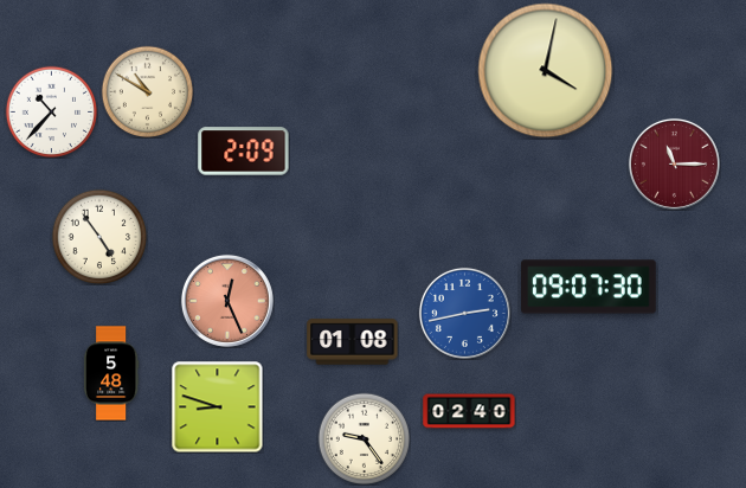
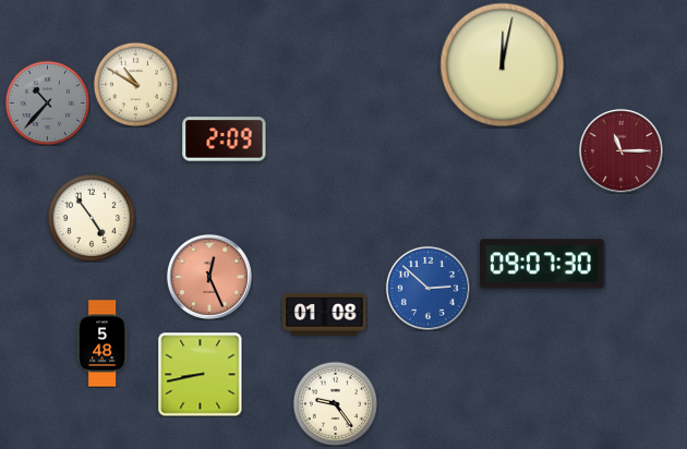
clock at (546, 71): 4:02 -> 12:02
clock at (51, 111) dial: white -> grey
clock at (464, 313): 2:43 -> 2:52
clock at (217, 406): 8:48 -> 8:43
clock at (469, 411): 02:40 -> none
